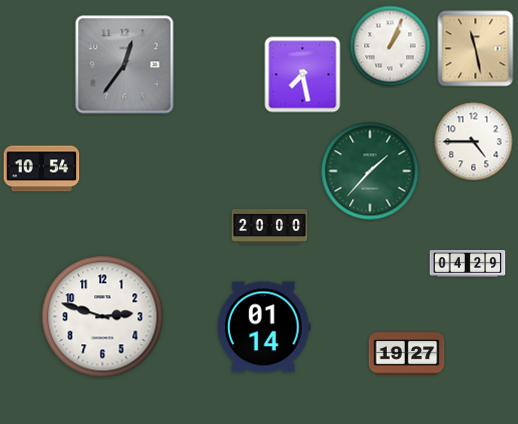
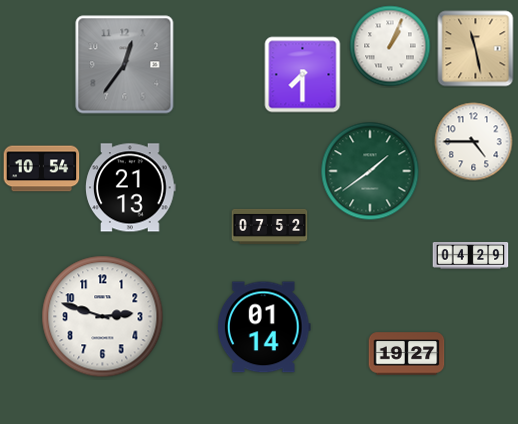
clock at (303, 75): 7:28 -> 7:30
clock at (370, 171): 1:37 -> 1:39
clock at (131, 188): none -> 21:13
clock at (270, 226): 20:00 -> 07:52
clock at (468, 264) position: (468, 264) -> (471, 256)
